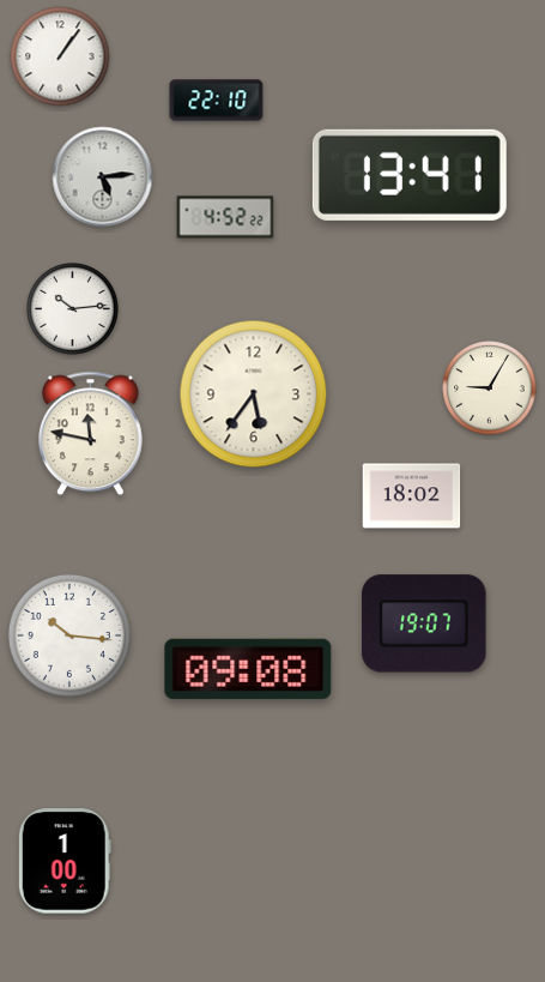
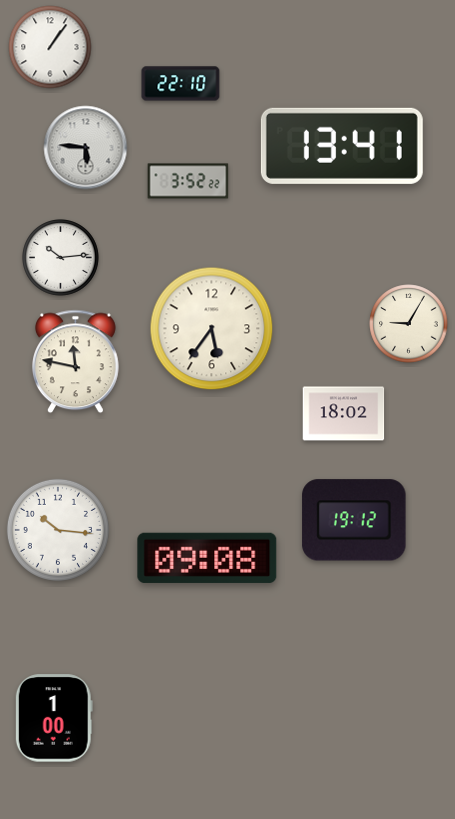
clock at (103, 177): 5:14 -> 5:46
clock at (225, 217): 4:52 -> 3:52
clock at (424, 623): 19:07 -> 19:12
